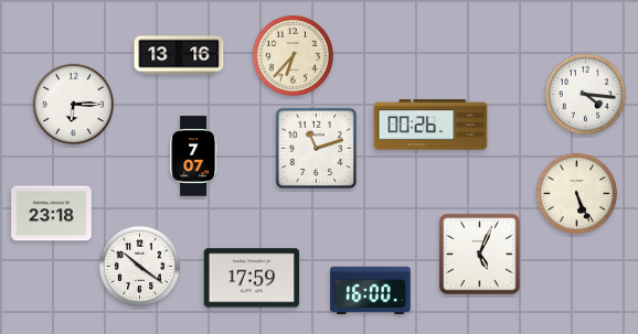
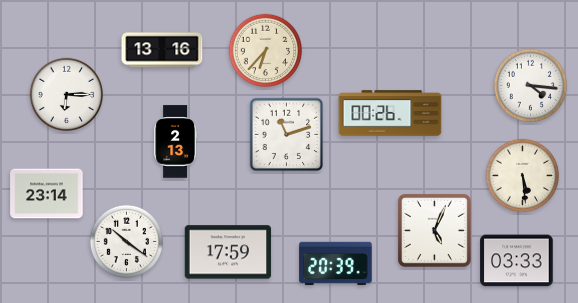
clock at (194, 157): 7:07 -> 2:13
clock at (576, 193): 5:26 -> 5:29
clock at (52, 214): 23:18 -> 23:14
clock at (517, 261): none -> 03:33
clock at (371, 291): 16:00 -> 20:39
